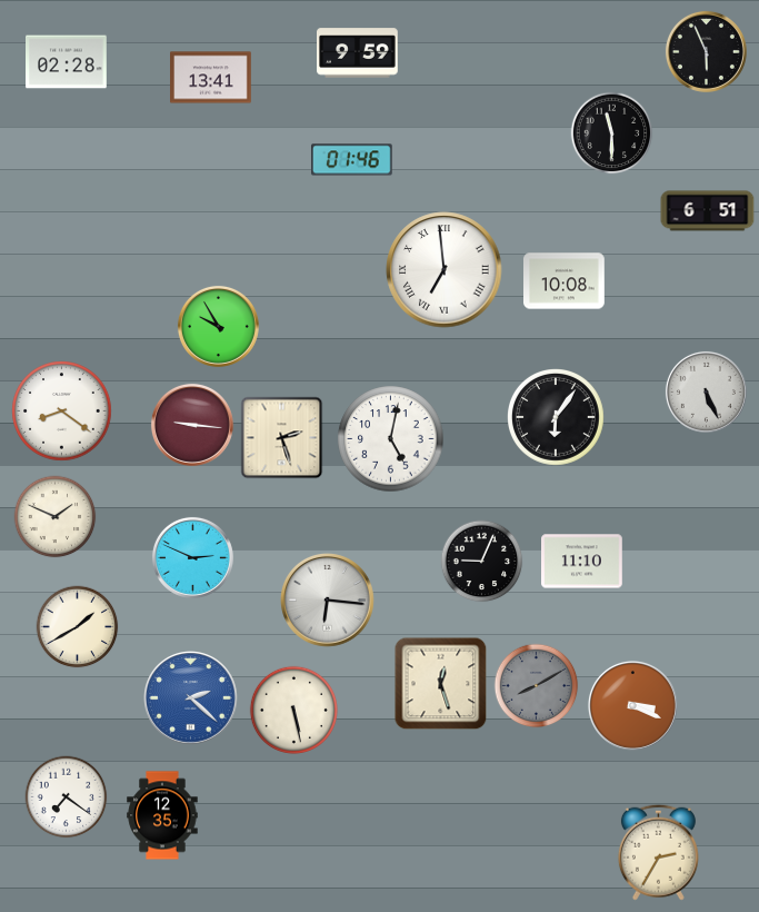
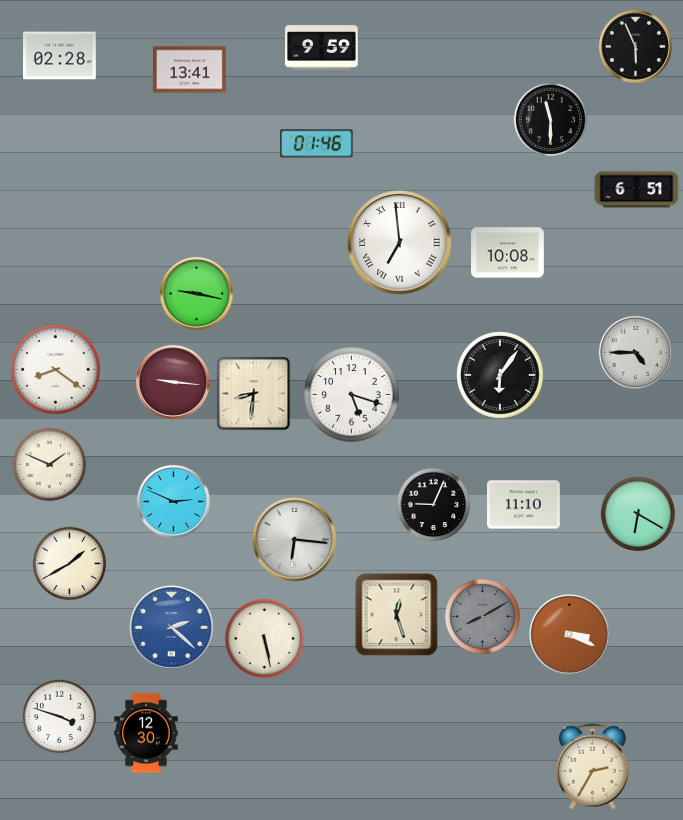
clock at (218, 326): 9:55 -> 9:17
clock at (706, 391): 5:26 -> 4:45
clock at (282, 438): 2:27 -> 8:31
clock at (391, 439): 5:02 -> 5:18
clock at (638, 514): none -> 6:20
clock at (67, 797): 7:21 -> 3:48
clock at (162, 815): 12:35 -> 12:30
